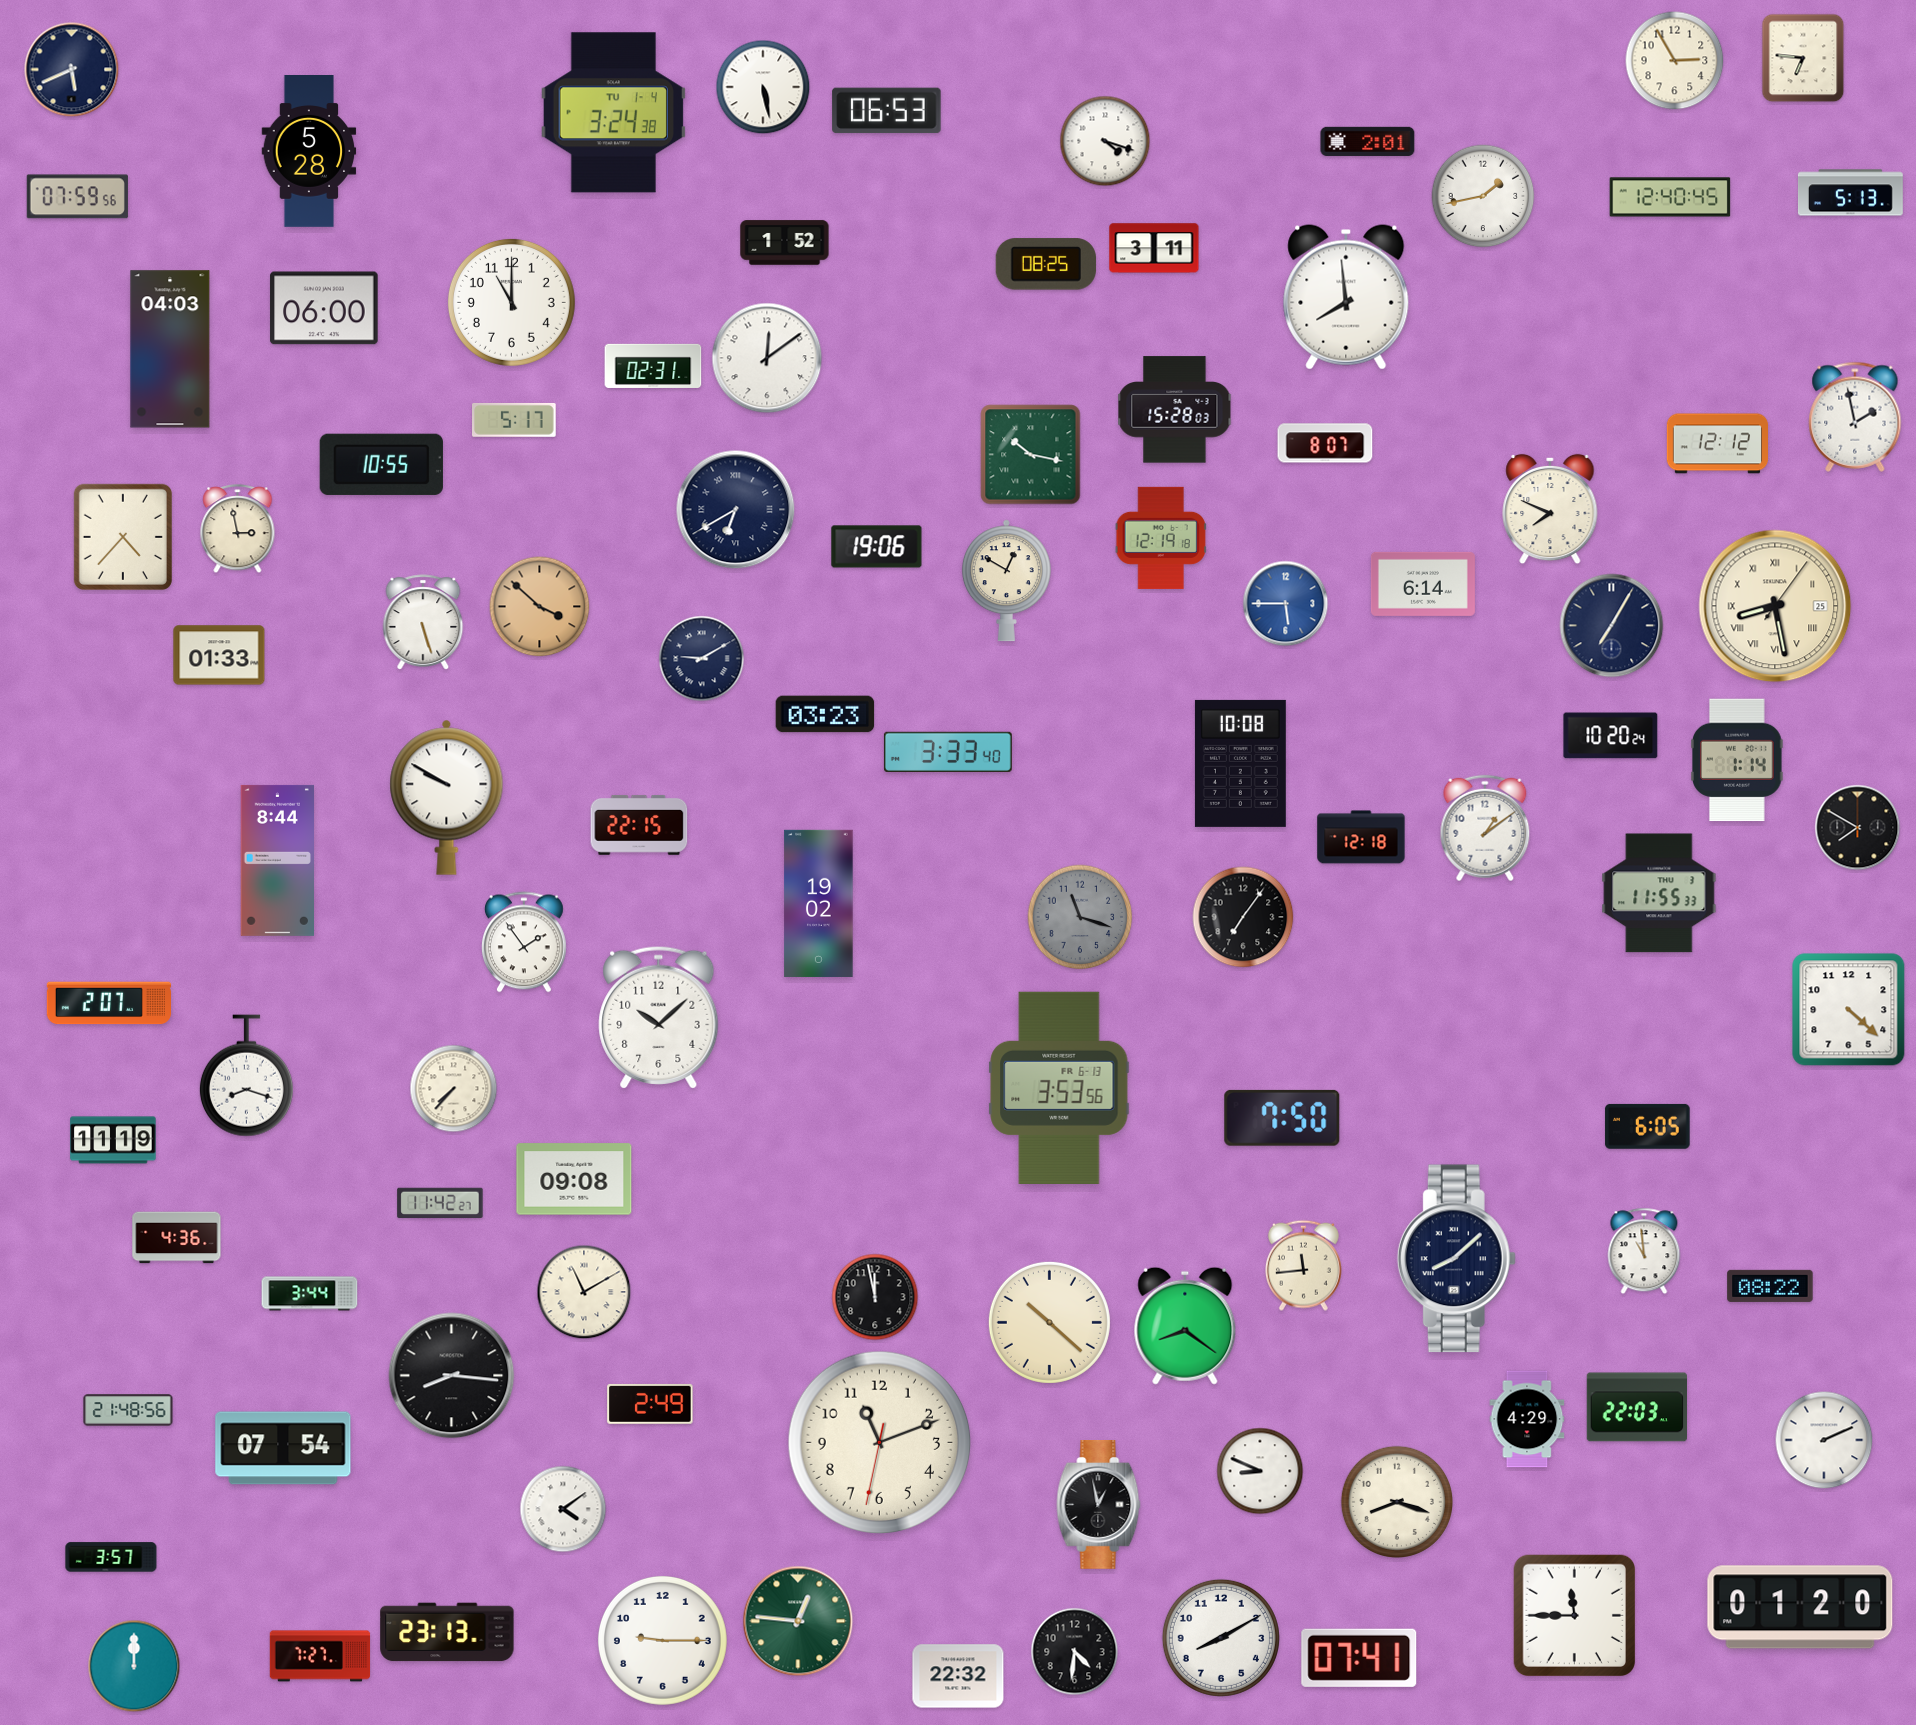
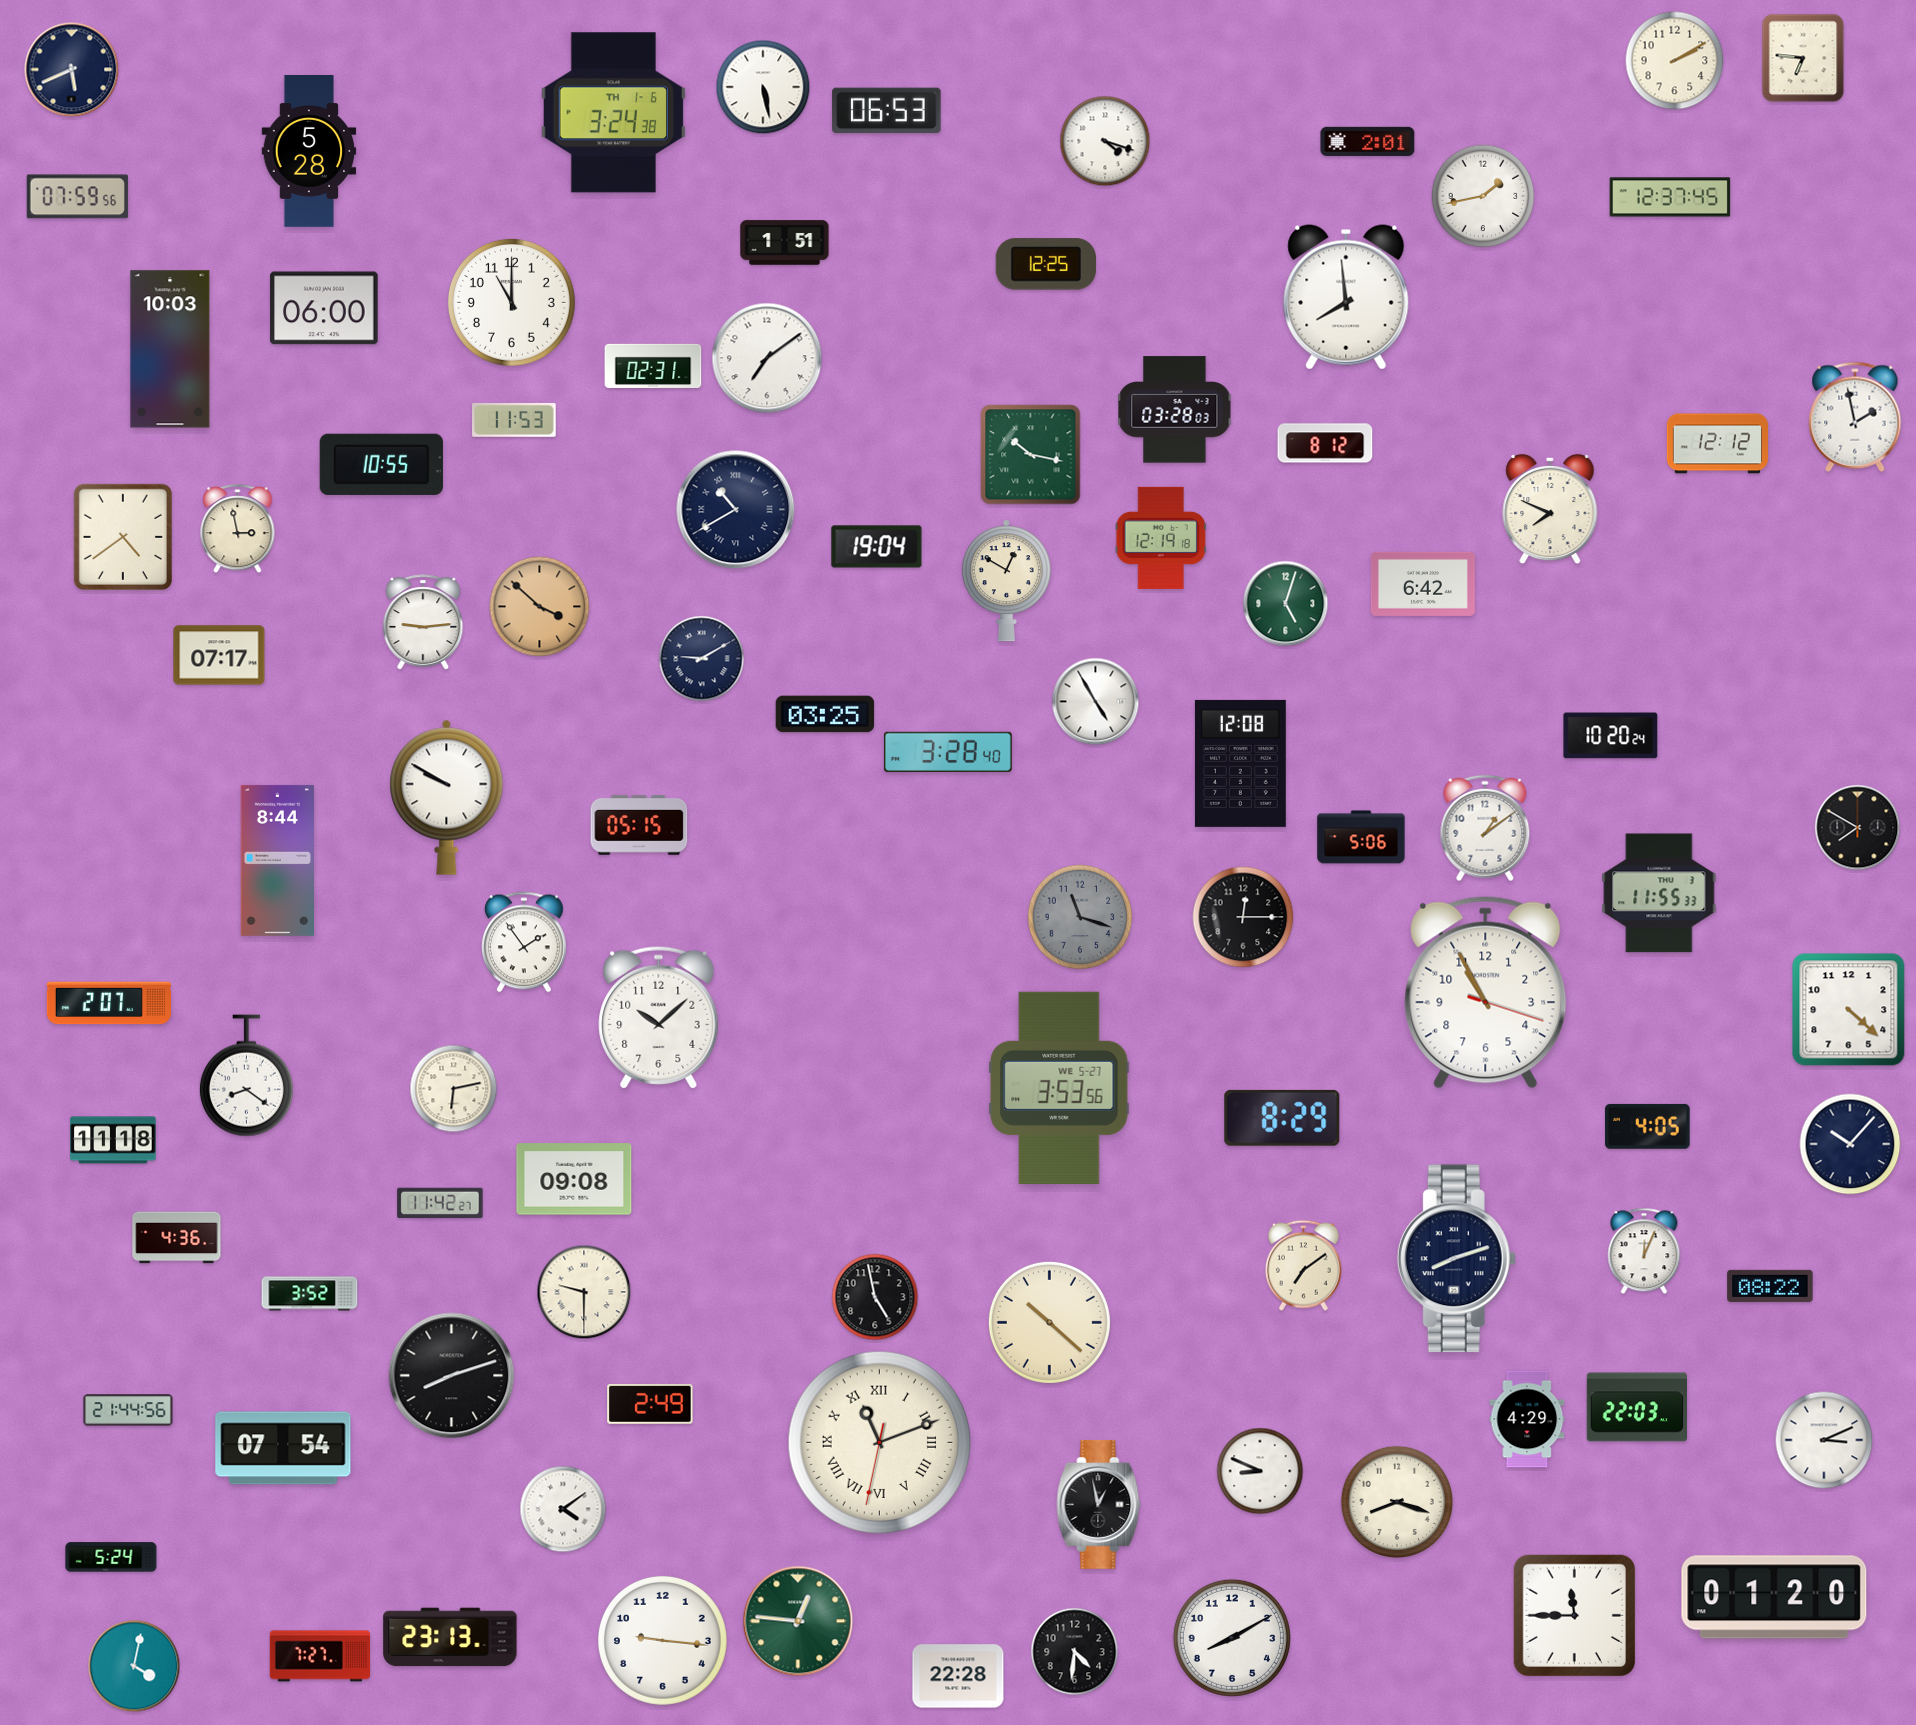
clock at (1675, 61): 2:55 -> 2:10
clock at (613, 113) date: TU 1-4 -> TH 1-6
clock at (1850, 193): 5:13 -> none
clock at (1670, 197): 12:40 -> 12:37
clock at (785, 243): 1:52 -> 1:51
clock at (1154, 248): 3:11 -> none
clock at (1046, 264): 08:25 -> 12:25
clock at (170, 349): 04:03 -> 10:03
clock at (767, 358): 12:09 -> 7:09
clock at (1175, 410): 15:28 -> 03:28
clock at (515, 420): 5:17 -> 11:53
clock at (1325, 443): 8:07 -> 8:12
clock at (736, 510): 6:40 -> 10:40
clock at (123, 537): 4:37 -> 4:39
clock at (877, 547): 19:06 -> 19:04
clock at (1423, 584): 6:14 -> 6:42
clock at (1286, 604): 5:45 -> 5:03
clock at (1286, 604) dial: blue -> green
clock at (1775, 606): 8:28 -> none
clock at (423, 622): 5:27 -> 9:14
clock at (1612, 626): 7:05 -> none
clock at (219, 655): 01:33 -> 07:17
clock at (1096, 702): none -> 4:55
clock at (825, 714): 03:23 -> 03:25
clock at (948, 752): 3:33 -> 3:28
clock at (1737, 760): 1:14 -> none
clock at (1240, 763): 10:08 -> 12:08
clock at (639, 825): 22:15 -> 05:15
clock at (1361, 837): 12:18 -> 5:06
clock at (819, 903): 19:02 -> none
clock at (1243, 917): 7:06 -> 12:15
clock at (1486, 992): none -> 10:55
clock at (246, 1076): 8:18 -> 8:21
clock at (1059, 1088) date: FR 6-13 -> WE 5-27
clock at (454, 1089): 7:37 -> 6:13
clock at (1282, 1118): 7:50 -> 8:29
clock at (1648, 1126): 6:05 -> 4:05
clock at (113, 1140): 11:19 -> 11:18
clock at (1850, 1144): none -> 10:07
clock at (1644, 1251): 10:59 -> 12:04
clock at (1456, 1259): 8:08 -> 8:12
clock at (1303, 1265): 11:44 -> 7:09
clock at (584, 1292): 11:10 -> 9:30
clock at (310, 1294): 3:44 -> 3:52
clock at (875, 1297): 11:58 -> 4:58
clock at (1185, 1326): 8:21 -> none
clock at (452, 1376): 8:16 -> 8:12
clock at (128, 1410): 21:48 -> 21:44
clock at (1824, 1440): 2:11 -> 3:11
clock at (880, 1443) numerals: Arabic -> Roman
clock at (111, 1557): 3:57 -> 5:24
clock at (1800, 1607) position: (1800, 1607) -> (1774, 1597)
clock at (447, 1632) position: (447, 1632) -> (450, 1637)
clock at (1221, 1638) position: (1221, 1638) -> (1232, 1638)
clock at (662, 1640): 9:15 -> 9:16
clock at (1359, 1658): 07:41 -> none
clock at (134, 1666): 12:00 -> 4:02
clock at (958, 1676): 22:32 -> 22:28
